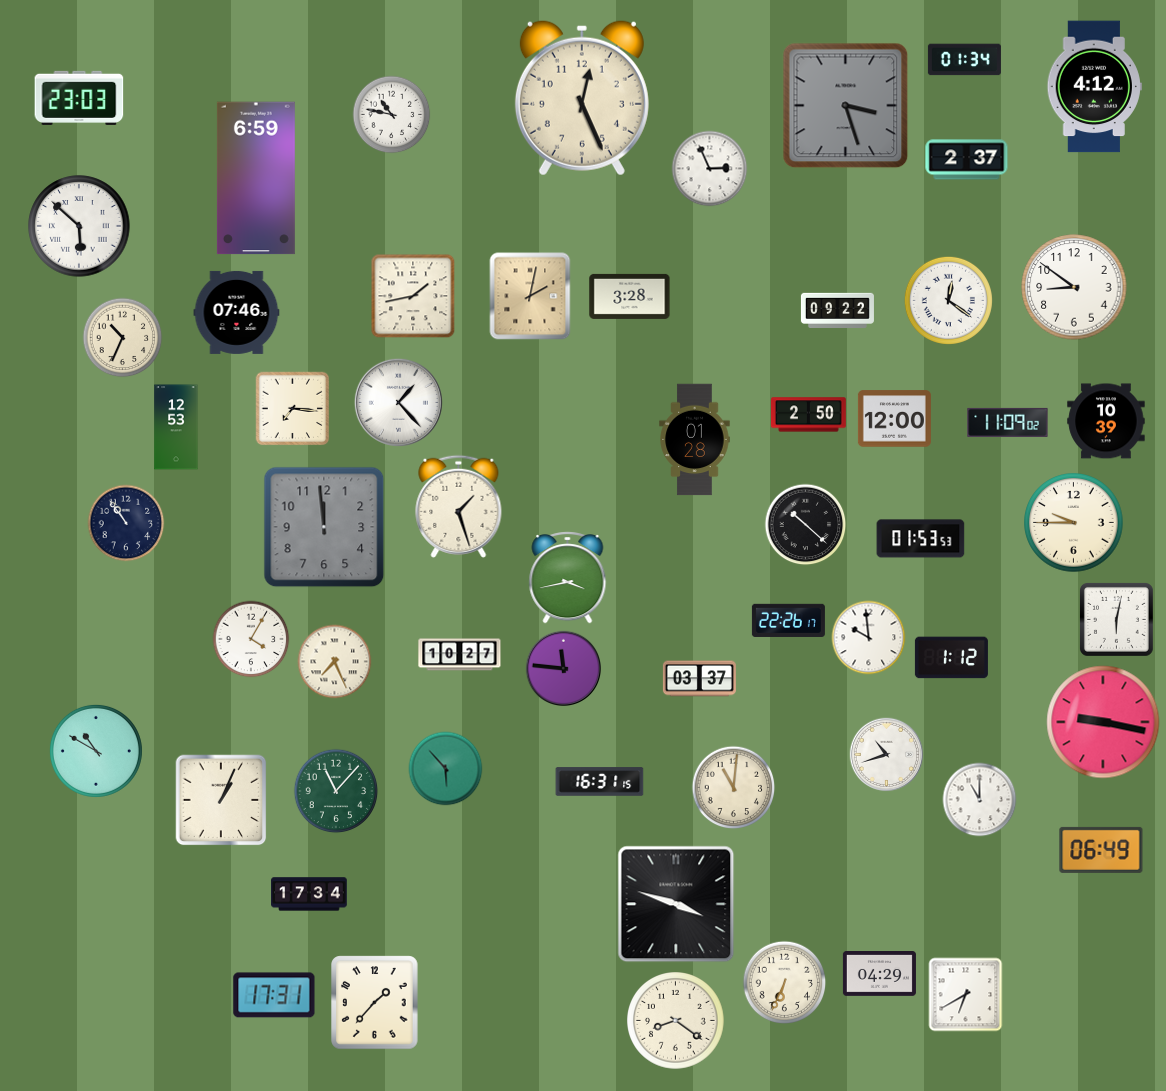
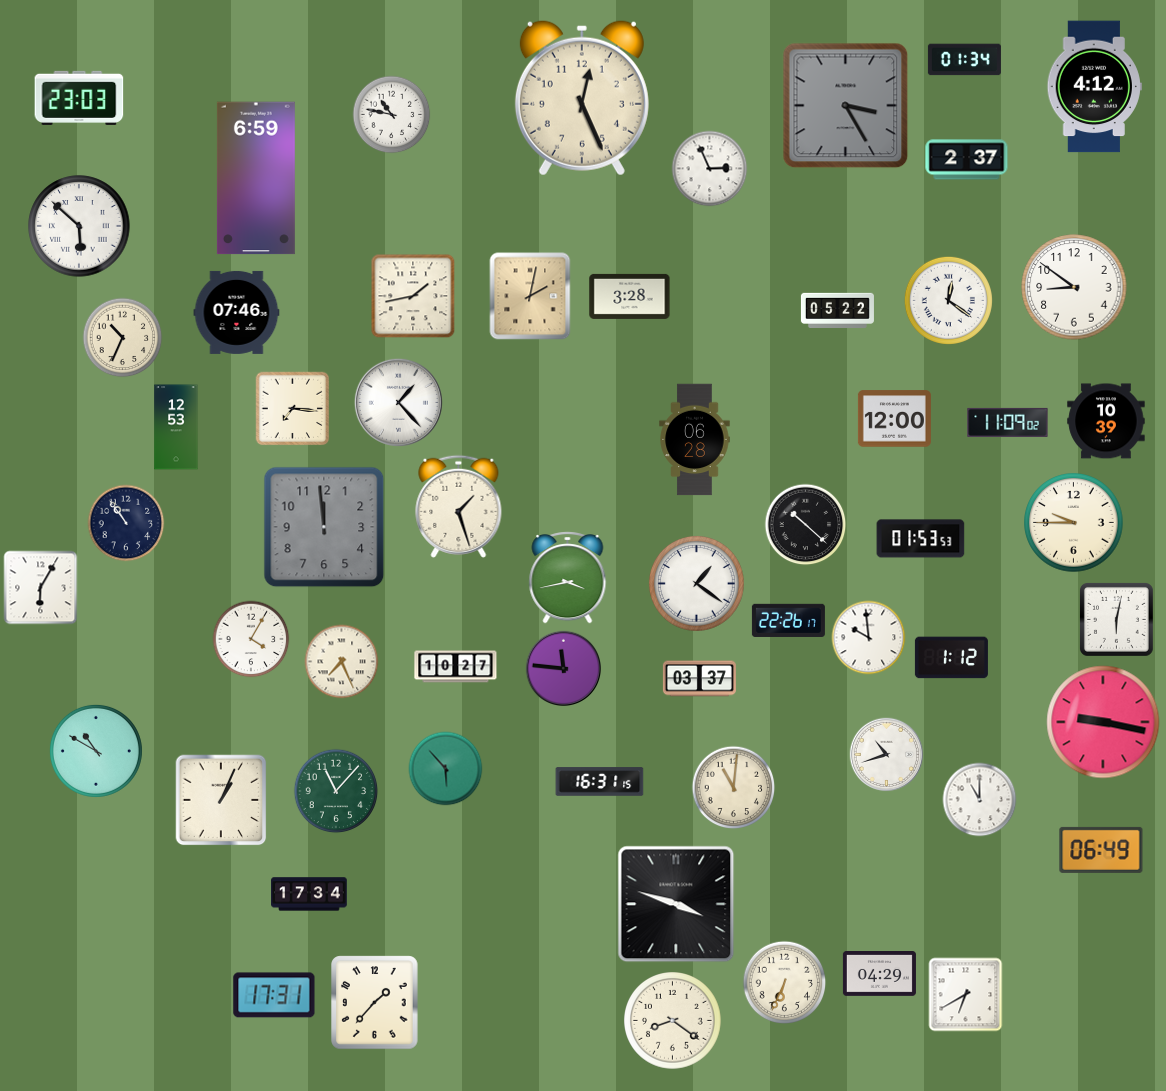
clock at (846, 106): 3:27 -> 3:25
clock at (837, 310): 09:22 -> 05:22
clock at (809, 415): 2:50 -> none
clock at (695, 440): 01:28 -> 06:28
clock at (696, 583): none -> 1:21
clock at (41, 588): none -> 6:05
clock at (460, 655) position: (460, 655) -> (456, 667)
clock at (335, 662) position: (335, 662) -> (342, 662)
clock at (676, 1021) position: (676, 1021) -> (673, 1021)
